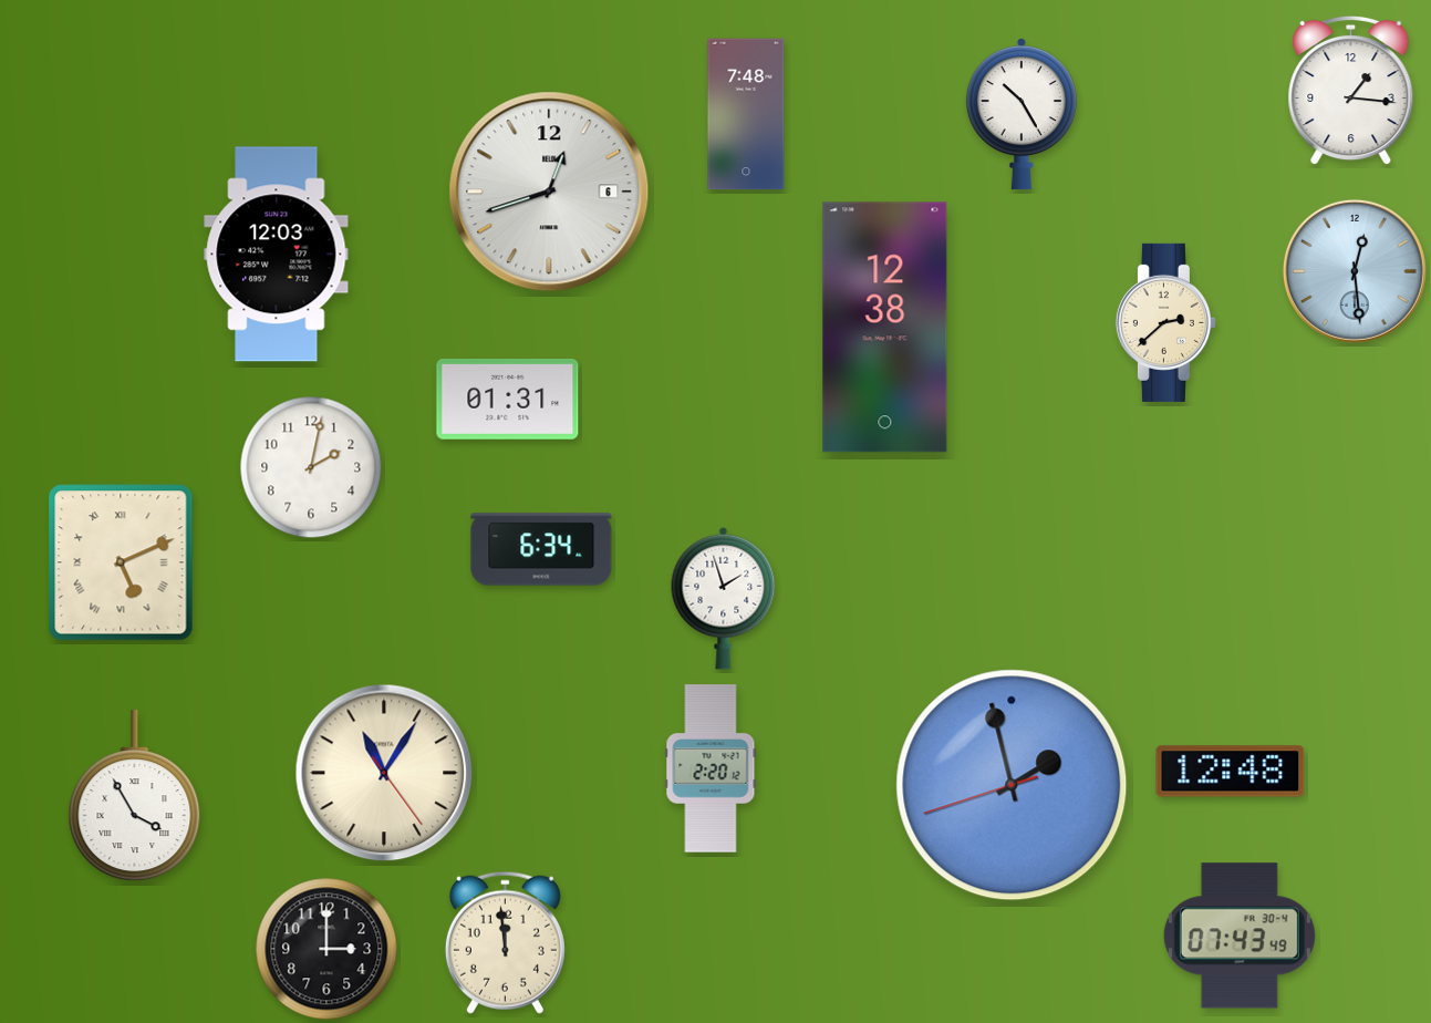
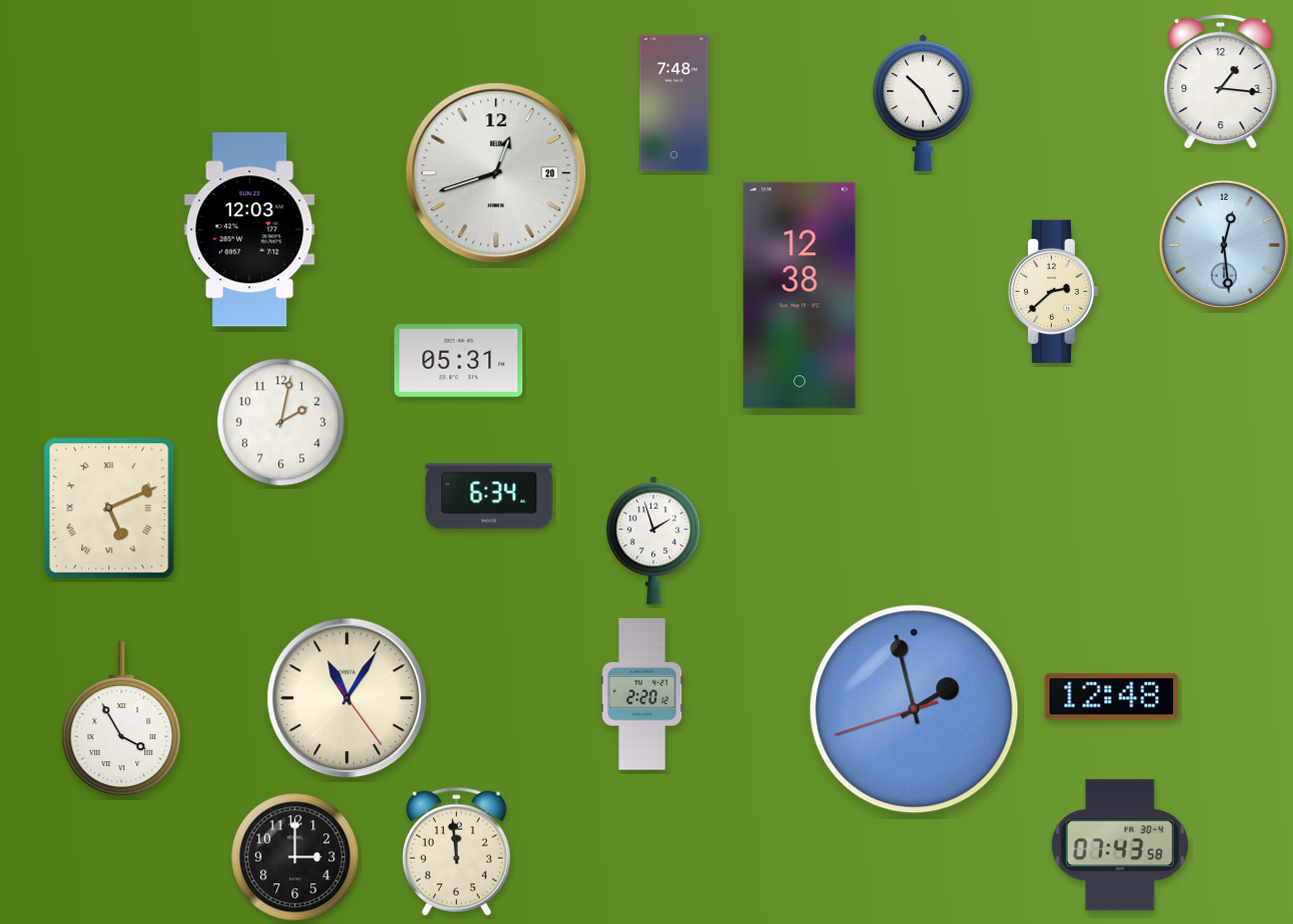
clock at (549, 192) date: 6 -> 20
clock at (508, 399): 01:31 -> 05:31
clock at (1240, 936): 07:43:49 -> 07:43:58
